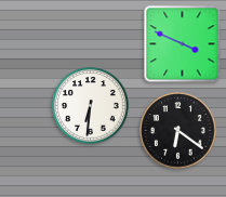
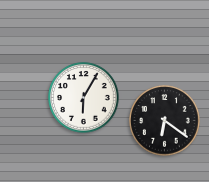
clock at (183, 44): 3:49 -> none
clock at (91, 106): 6:31 -> 6:05
